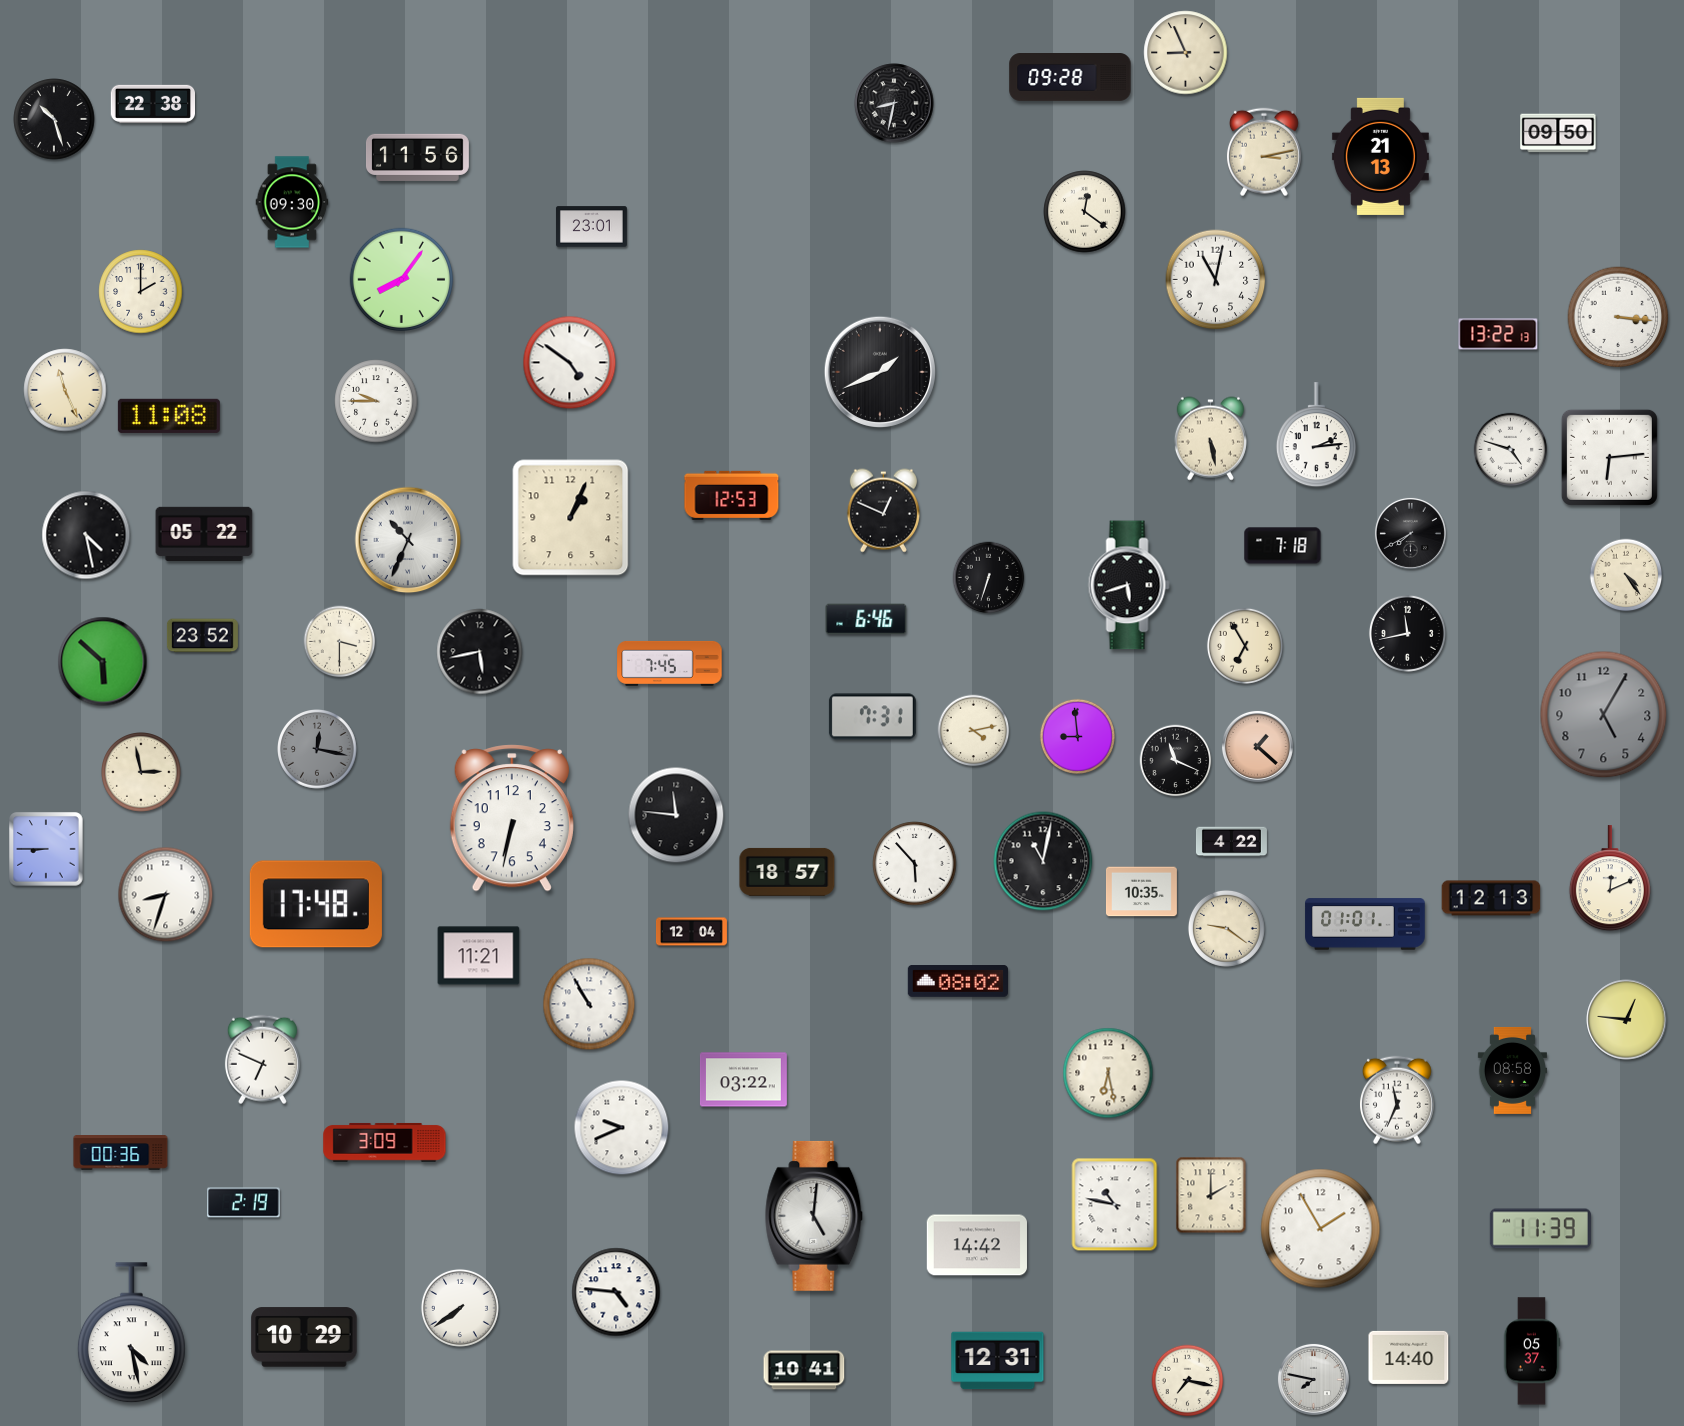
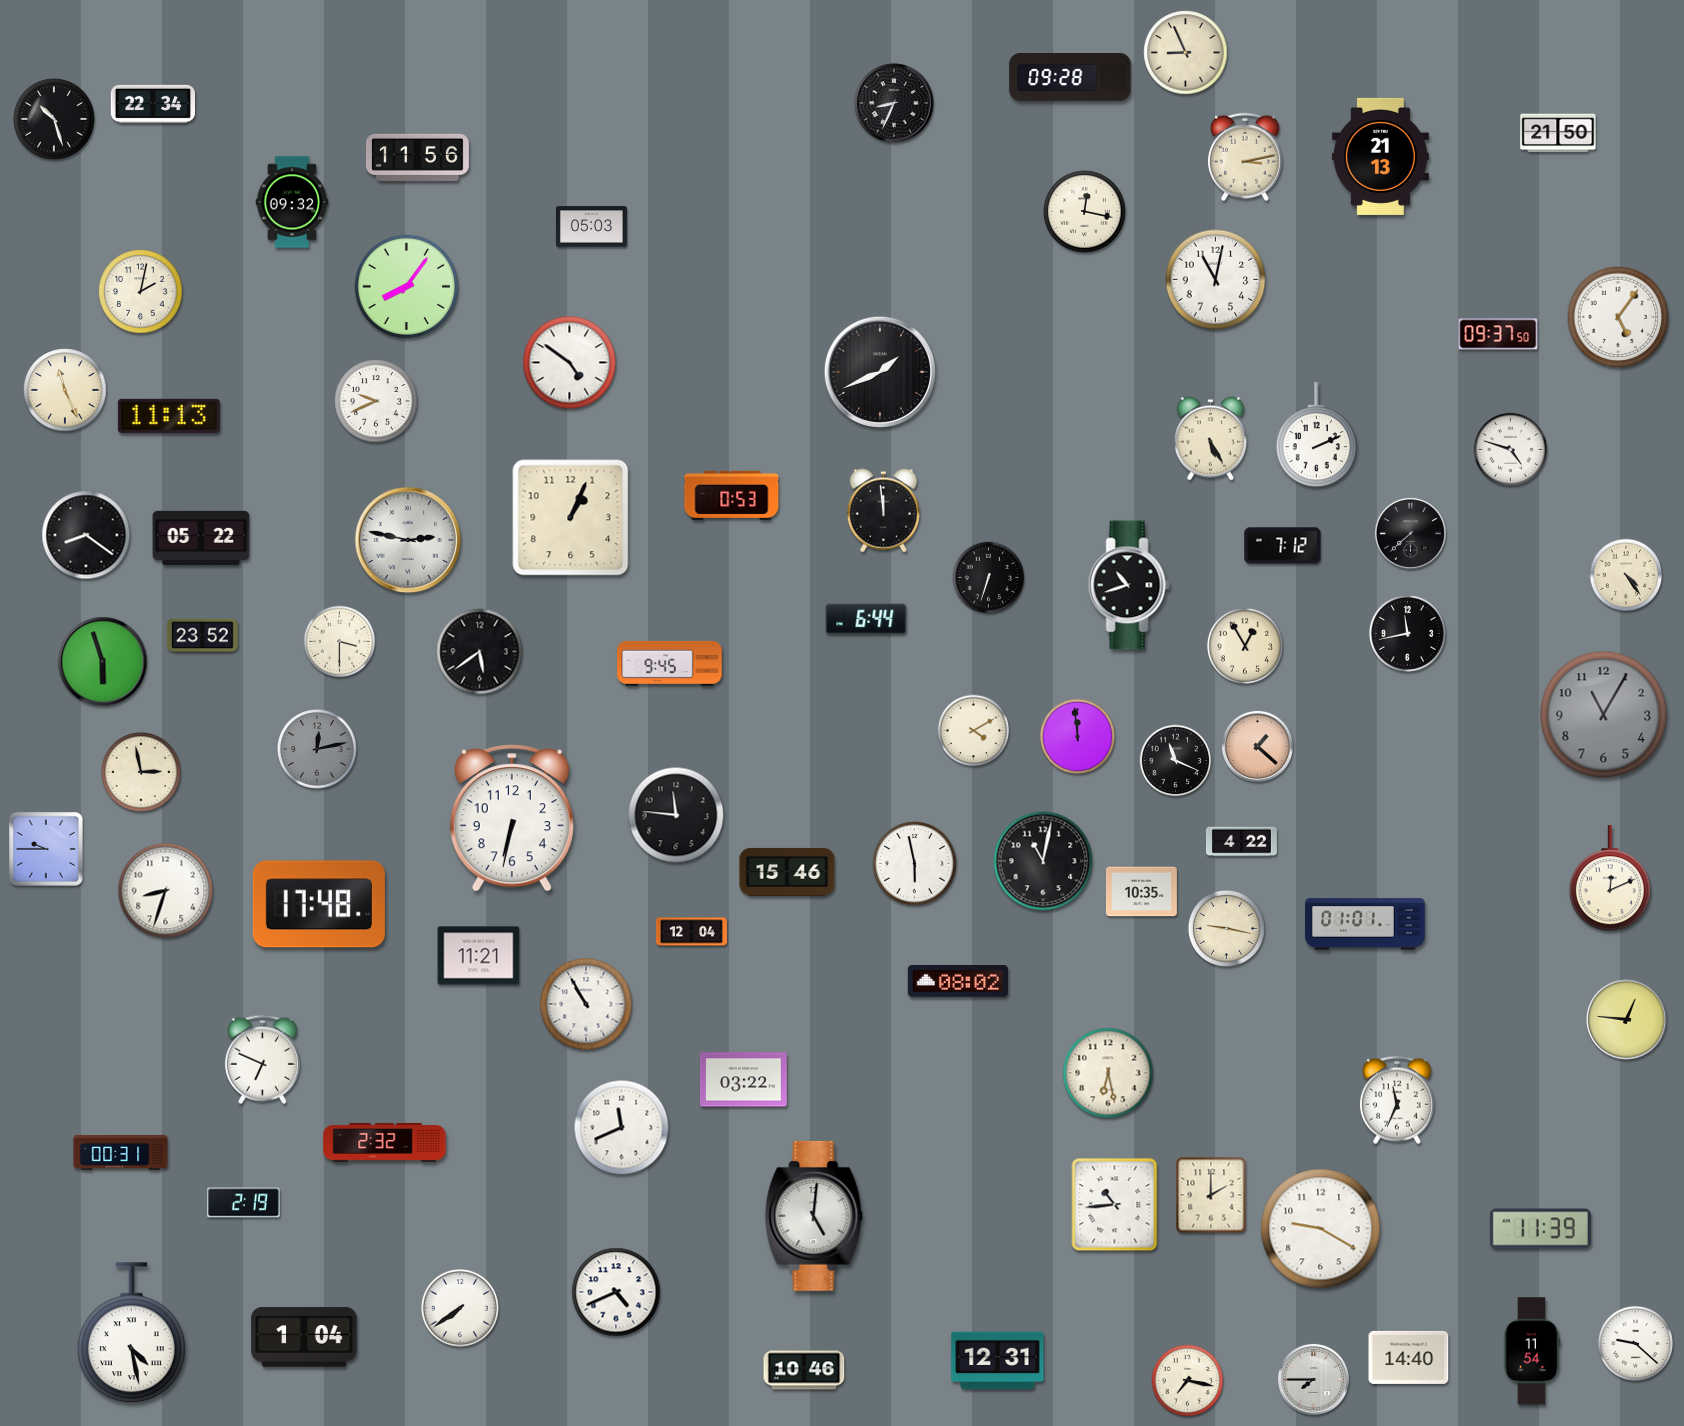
clock at (894, 103): 8:32 -> 8:34
clock at (152, 104): 22:38 -> 22:34
clock at (1558, 133): 09:50 -> 21:50
clock at (1264, 152) position: (1264, 152) -> (1245, 157)
clock at (292, 202): 09:30 -> 09:32
clock at (1085, 212): 12:21 -> 12:17
clock at (591, 227): 23:01 -> 05:03
clock at (401, 279) position: (401, 279) -> (406, 286)
clock at (141, 292): 2:00 -> 2:02
clock at (1618, 317): 3:16 -> 5:06
clock at (1498, 334): 13:22 -> 09:37
clock at (376, 401): 9:45 -> 9:41
clock at (169, 416): 11:08 -> 11:13
clock at (1316, 435): 2:14 -> 2:11
clock at (1210, 439): 5:28 -> 5:25
clock at (1609, 457): 6:14 -> none
clock at (732, 495): 12:53 -> 0:53
clock at (883, 511): 12:49 -> 11:59
clock at (204, 533) position: (204, 533) -> (201, 537)
clock at (1410, 533): 7:40 -> 7:38
clock at (86, 535): 4:28 -> 8:21
clock at (408, 540): 10:34 -> 2:47
clock at (1283, 546): 7:18 -> 7:12
clock at (1129, 585): 5:42 -> 10:42
clock at (866, 619): 6:46 -> 6:44
clock at (1245, 646): 6:55 -> 12:55
clock at (480, 652): 5:43 -> 5:39
clock at (103, 662): 5:52 -> 5:57
clock at (670, 663): 7:45 -> 9:45
clock at (1604, 715): 5:05 -> 11:05
clock at (872, 717): 7:31 -> none
clock at (974, 731): 4:13 -> 4:10
clock at (1077, 736): 8:59 -> 11:59
clock at (318, 750): 12:17 -> 12:13
clock at (1231, 842) position: (1231, 842) -> (1241, 842)
clock at (46, 849): 8:45 -> 9:45
clock at (915, 864): 5:53 -> 5:58
clock at (787, 872): 18:57 -> 15:46
clock at (166, 895) position: (166, 895) -> (166, 891)
clock at (1491, 898): 12:13 -> none
clock at (316, 904) position: (316, 904) -> (319, 904)
clock at (1226, 928): 9:21 -> 9:17
clock at (589, 1004) position: (589, 1004) -> (586, 1004)
clock at (1512, 1070): 08:58 -> none
clock at (622, 1128): 9:41 -> 11:41
clock at (385, 1142): 3:09 -> 2:32
clock at (121, 1153): 00:36 -> 00:31
clock at (1115, 1205): 10:47 -> 10:44
clock at (1321, 1229): 1:55 -> 9:20
clock at (976, 1245): 14:42 -> none
clock at (616, 1292): 4:46 -> 4:41
clock at (304, 1337): 10:29 -> 1:04
clock at (1635, 1343): none -> 9:22
clock at (1532, 1351): 05:37 -> 11:54
clock at (804, 1370): 10:41 -> 10:46
clock at (1313, 1379): 7:47 -> 7:45
